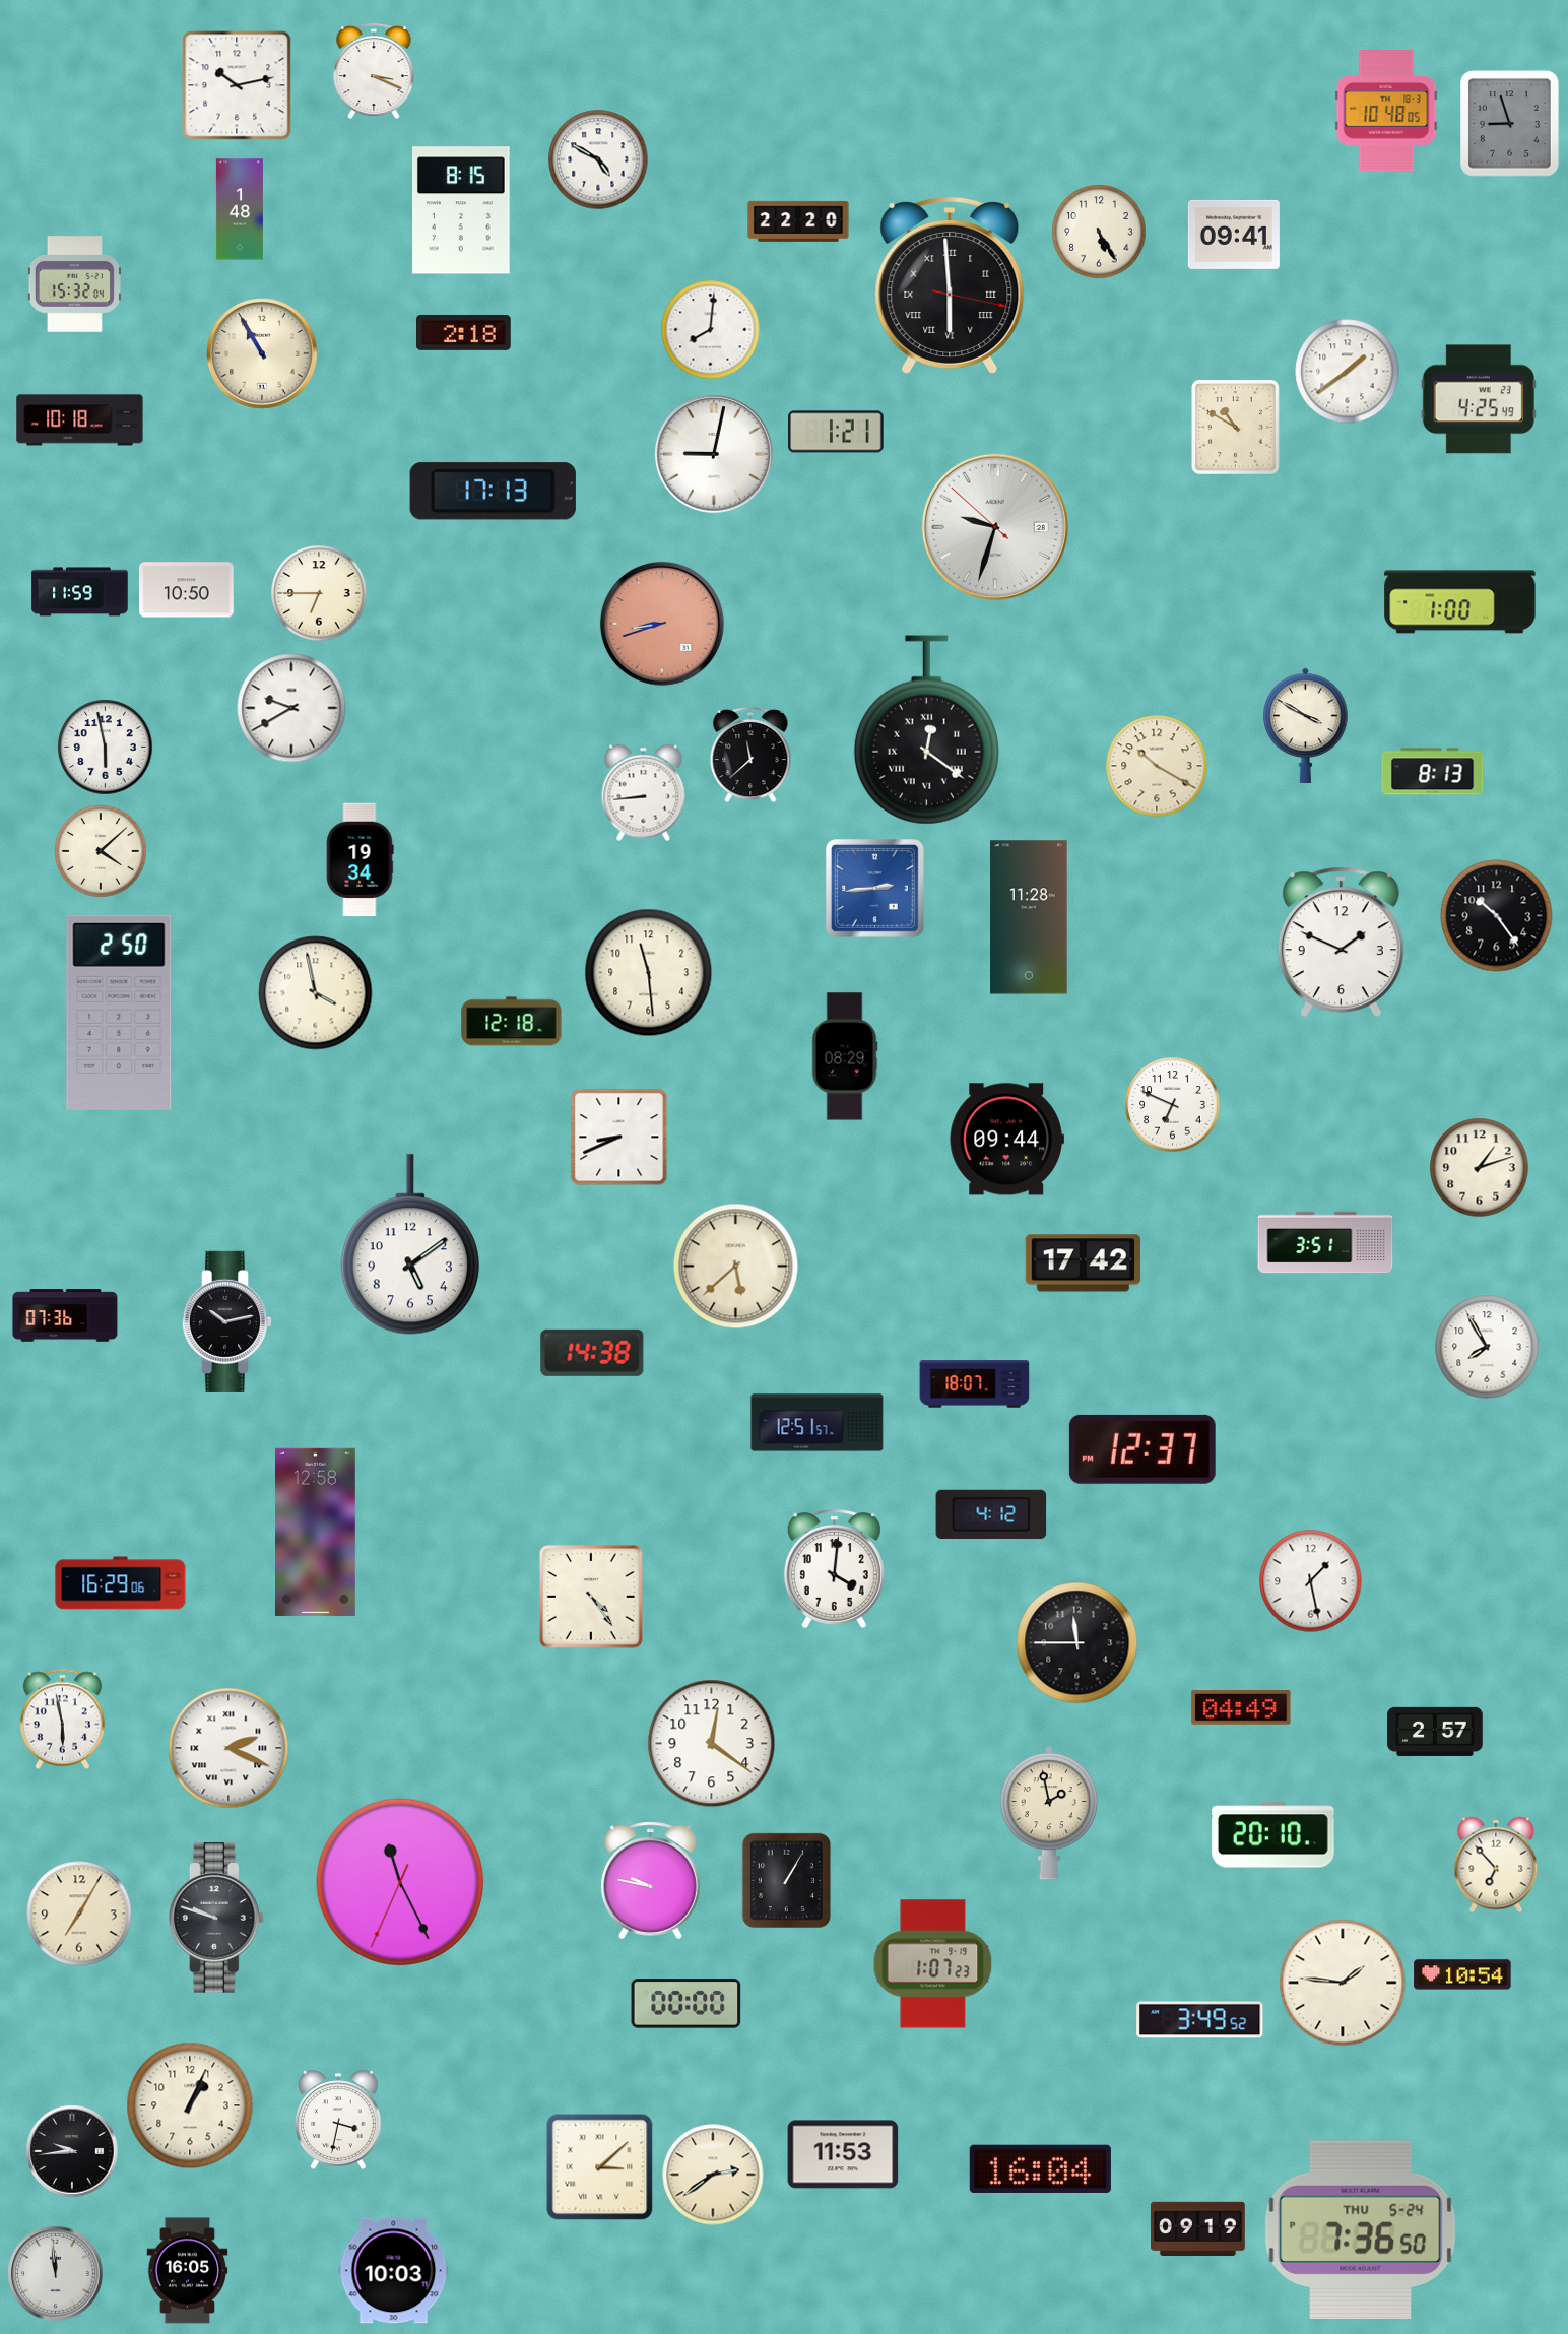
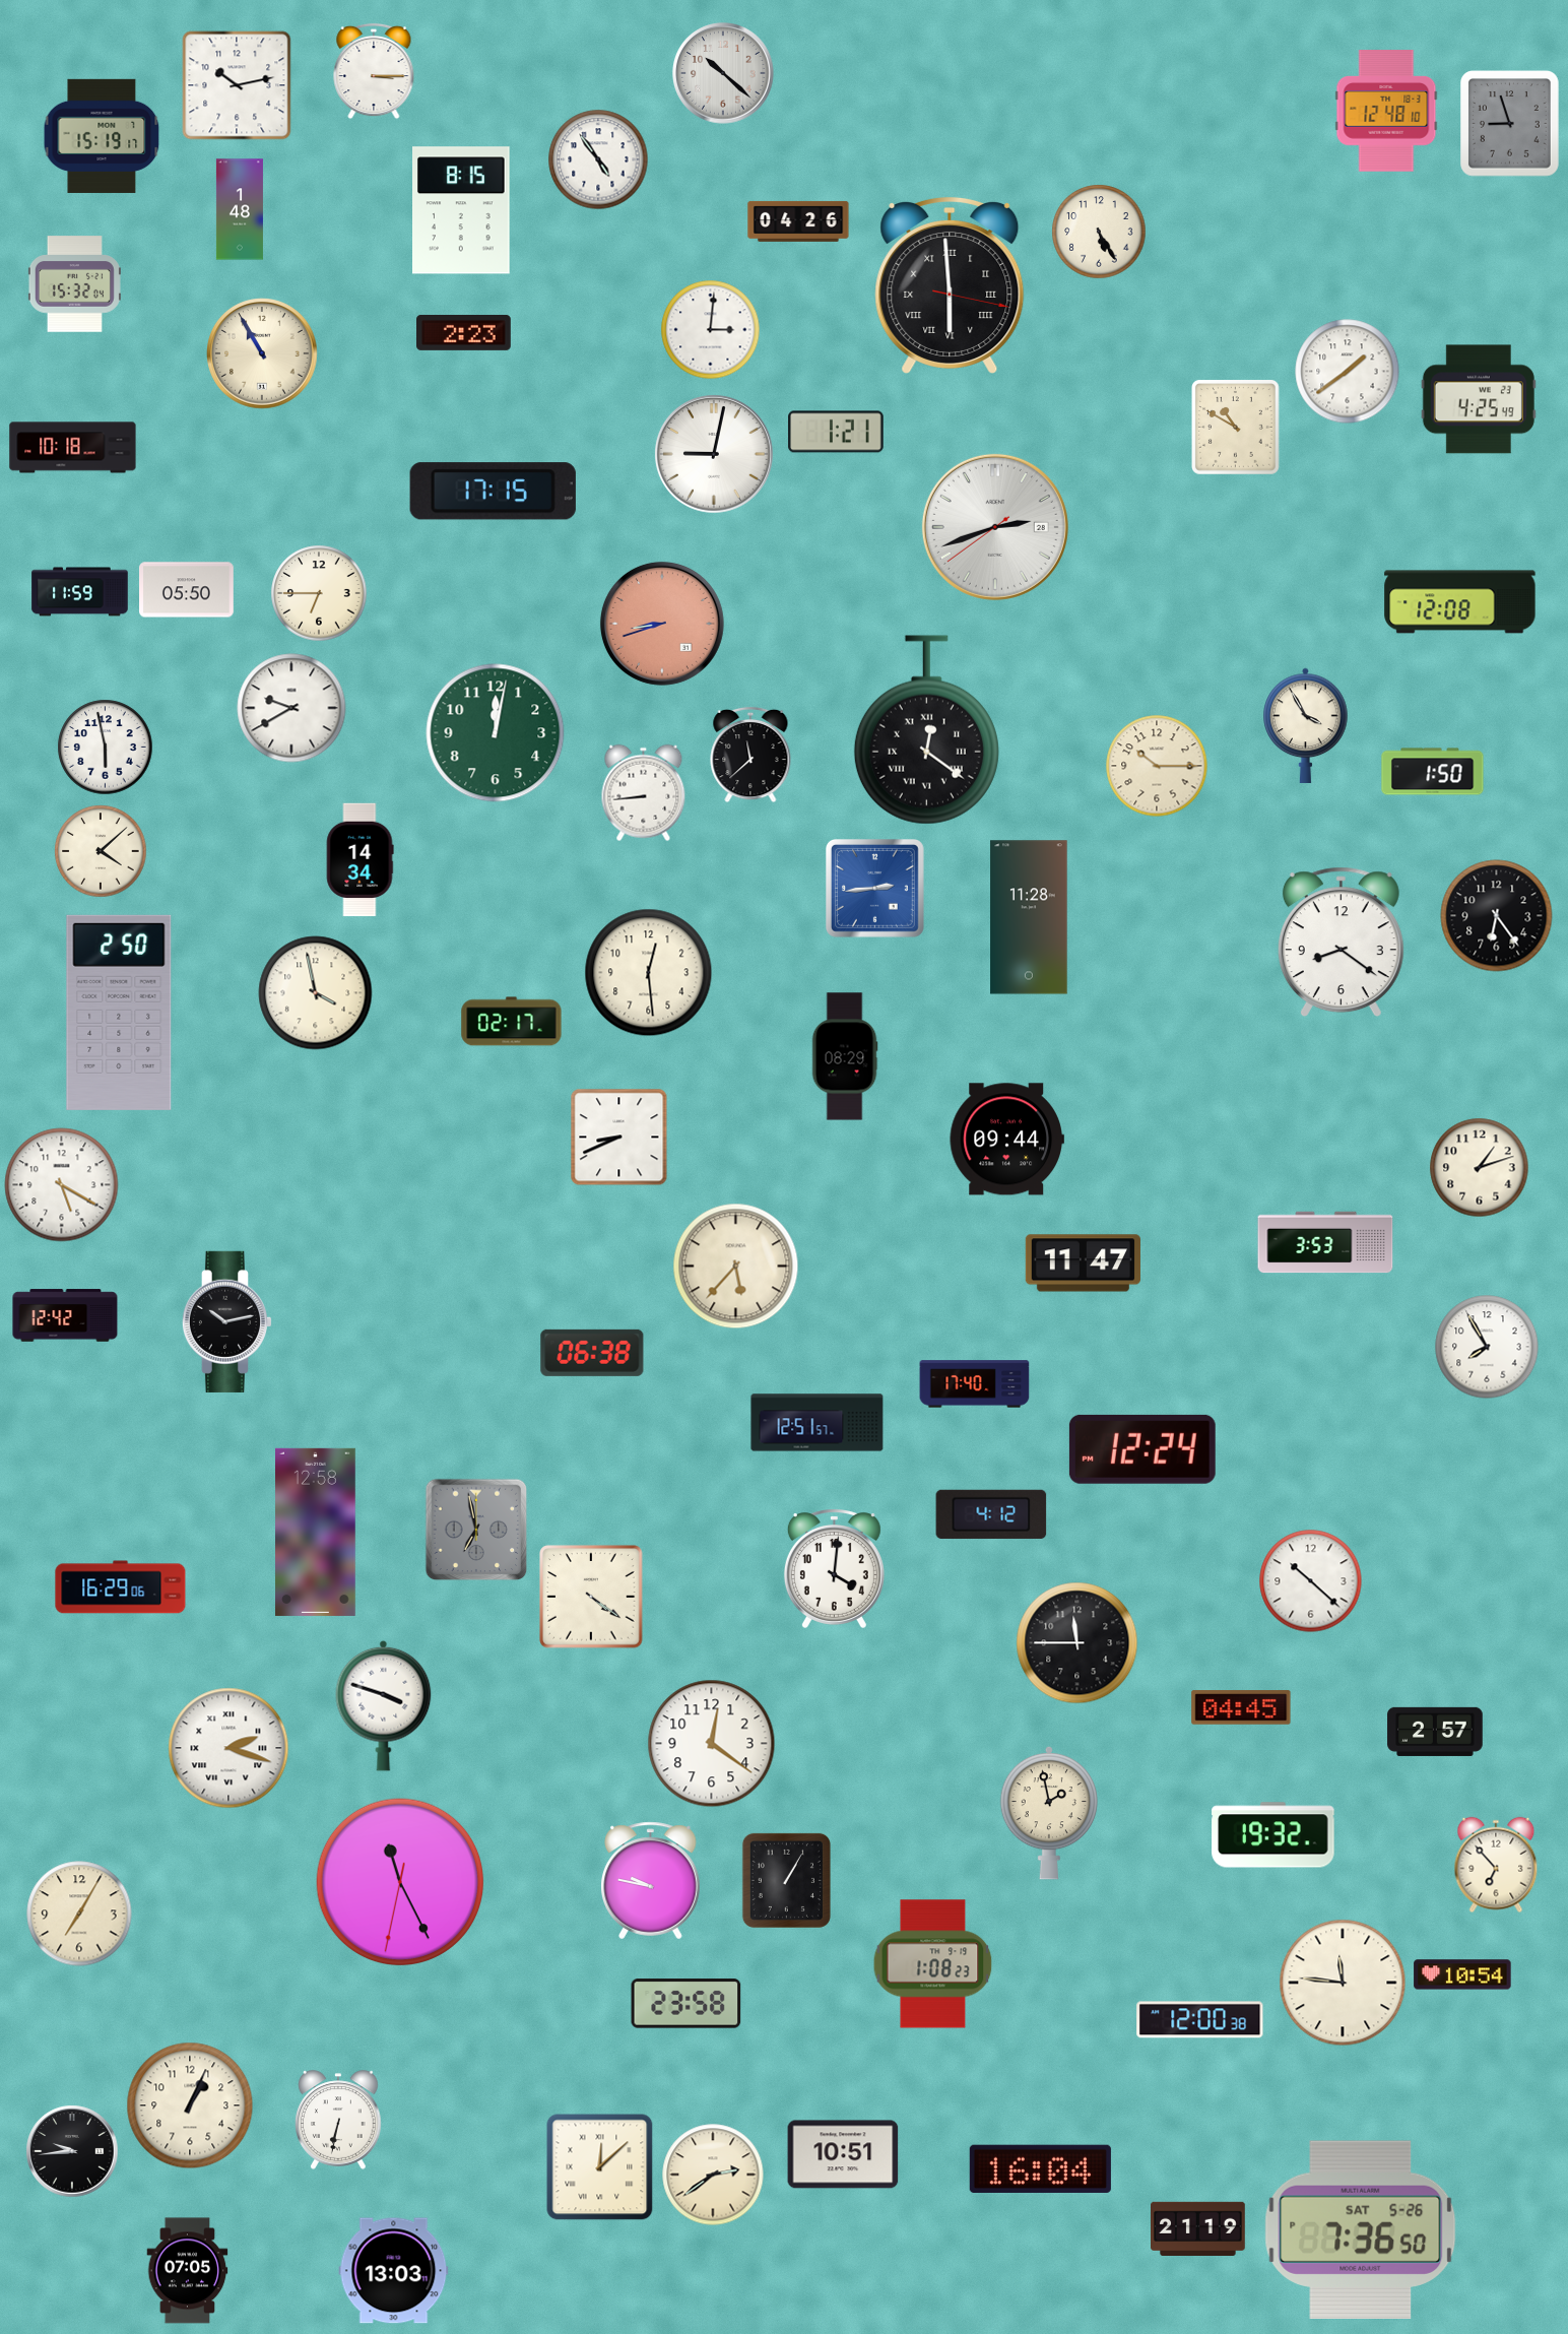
clock at (374, 71): 3:19 -> 3:15
clock at (723, 73): none -> 10:22
clock at (1386, 111): 10:48 -> 12:48
clock at (102, 136): none -> 15:19
clock at (598, 159): 4:50 -> 4:54
clock at (798, 221): 22:20 -> 04:26
clock at (1234, 235): 09:41 -> none
clock at (711, 330): 8:01 -> 3:01
clock at (464, 332): 2:18 -> 2:23
clock at (80, 420) position: (80, 420) -> (73, 448)
clock at (493, 492): 17:13 -> 17:15
clock at (995, 527): 9:32 -> 2:41
clock at (187, 590): 10:50 -> 05:50
clock at (1460, 602): 1:00 -> 12:08
clock at (1306, 725): 3:50 -> 3:55
clock at (496, 733): none -> 12:02
clock at (1157, 766): 10:20 -> 10:15
clock at (1433, 772): 8:13 -> 1:50
clock at (360, 860): 19:34 -> 14:34
clock at (1497, 916): 10:24 -> 6:24
clock at (1341, 943): 1:49 -> 8:21
clock at (649, 973): 11:29 -> 12:29
clock at (512, 1022): 12:18 -> 02:17
clock at (1173, 1105): 6:49 -> none
clock at (62, 1185): none -> 5:20
clock at (1325, 1242): 3:51 -> 3:53
clock at (410, 1244): 5:09 -> none
clock at (1083, 1263): 17:42 -> 11:47
clock at (736, 1267): 5:38 -> 5:37
clock at (65, 1315): 07:36 -> 12:42
clock at (592, 1353): 14:38 -> 06:38
clock at (975, 1384): 18:07 -> 17:40
clock at (1142, 1449): 12:37 -> 12:24
clock at (476, 1530): none -> 6:58
clock at (1311, 1581): 1:28 -> 10:22
clock at (121, 1583) position: (121, 1583) -> (121, 1587)
clock at (591, 1597): 4:24 -> 4:21
clock at (384, 1705): none -> 3:48
clock at (1241, 1707): 04:49 -> 04:45
clock at (62, 1720): 5:58 -> none
clock at (228, 1748): 2:19 -> 2:18
clock at (1273, 1835): 20:10 -> 19:32
clock at (400, 1882): 11:25:34 -> 11:25:32
clock at (217, 1918): 9:48 -> none
clock at (933, 1964): 1:07 -> 1:08
clock at (1343, 1983): 1:46 -> 11:46
clock at (687, 2004): 00:00 -> 23:58
clock at (1200, 2020): 3:49 -> 12:00
clock at (338, 2120): 3:32 -> 6:32
clock at (843, 2154): 11:53 -> 10:51
clock at (600, 2167): 3:08 -> 12:08
clock at (1198, 2228): 09:19 -> 21:19
clock at (1361, 2229) date: THU 5-24 -> SAT 5-26
clock at (188, 2271): 16:05 -> 07:05
clock at (394, 2271): 10:03 -> 13:03
clock at (56, 2274): 11:59 -> none
